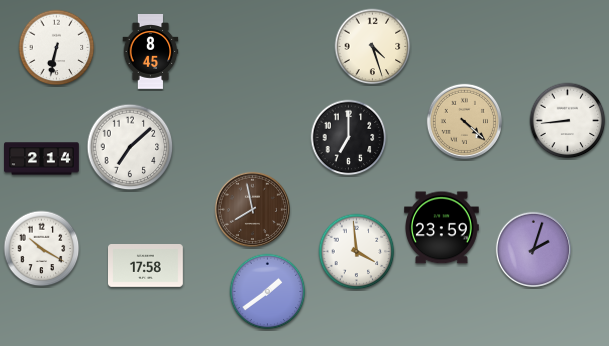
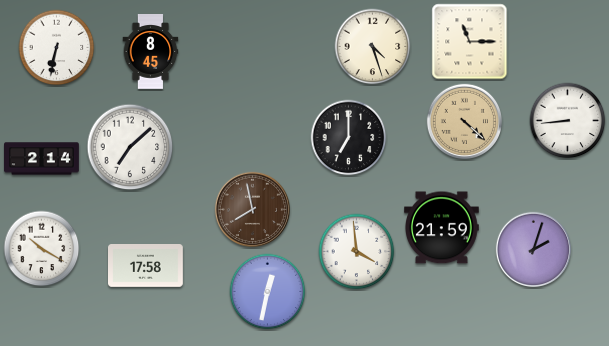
clock at (470, 42): none -> 11:15
clock at (442, 228): 23:59 -> 21:59
clock at (268, 292): 1:39 -> 12:32
